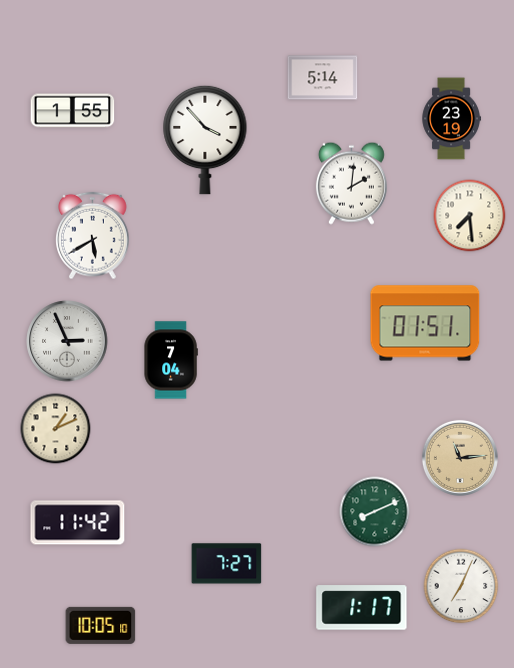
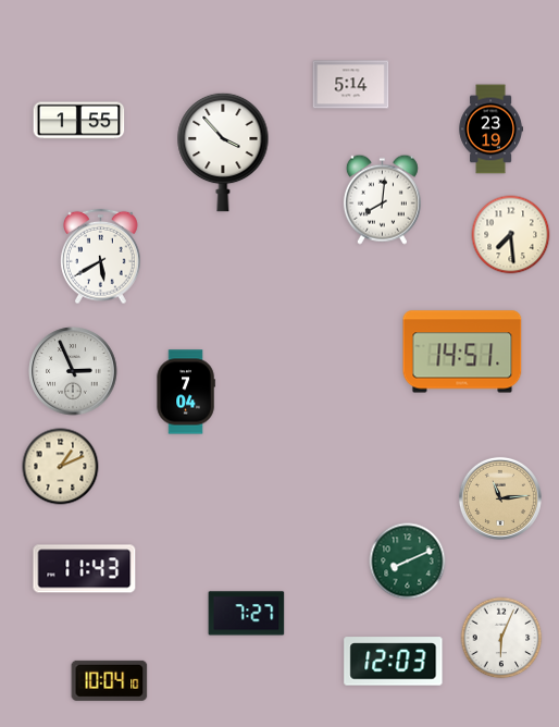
clock at (351, 183): 2:01 -> 8:01
clock at (425, 323): 01:51 -> 14:51
clock at (375, 512) position: (375, 512) -> (408, 562)
clock at (78, 523): 11:42 -> 11:43
clock at (461, 586): 7:04 -> 6:04
clock at (362, 608): 1:17 -> 12:03
clock at (101, 625): 10:05 -> 10:04
